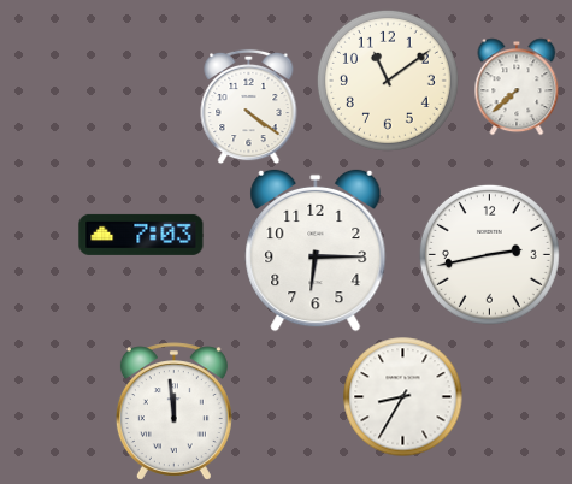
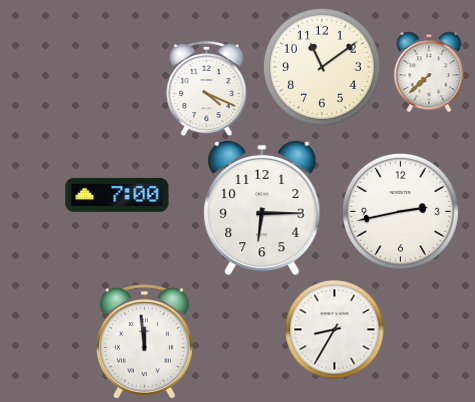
clock at (249, 106): 4:21 -> 4:19
clock at (141, 235): 7:03 -> 7:00
clock at (489, 254) position: (489, 254) -> (400, 211)
